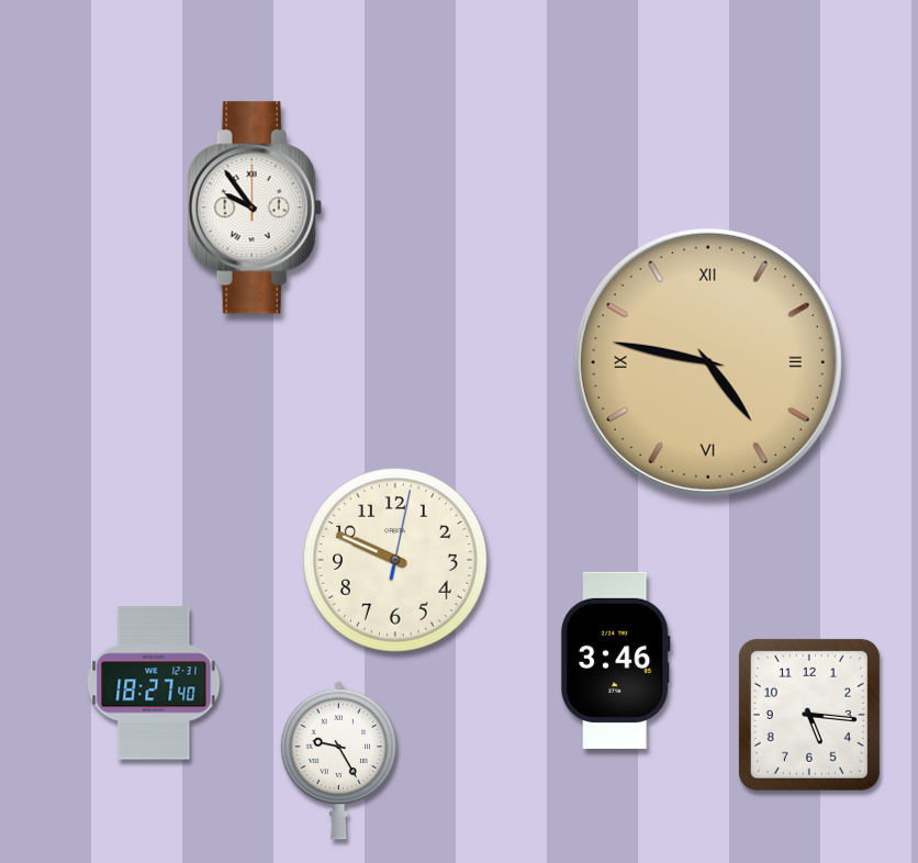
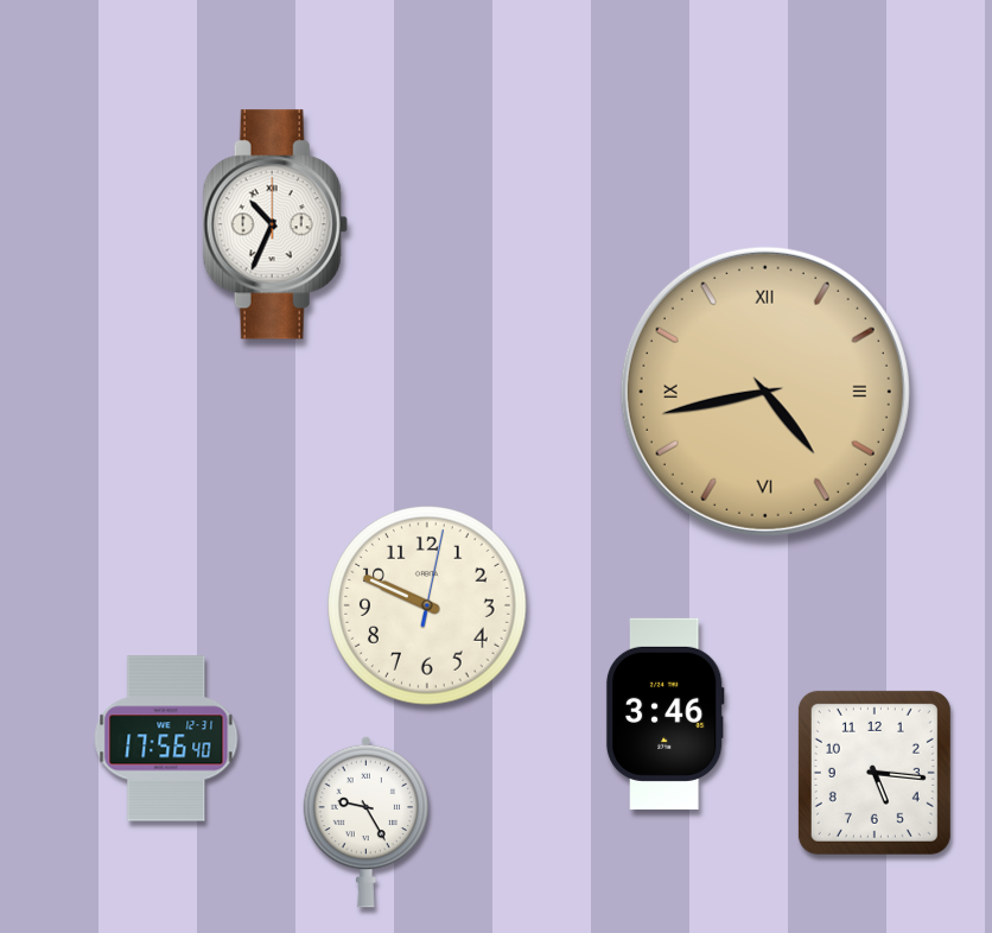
clock at (255, 208): 9:54 -> 10:34
clock at (708, 362): 4:47 -> 4:43
clock at (154, 683): 18:27 -> 17:56
